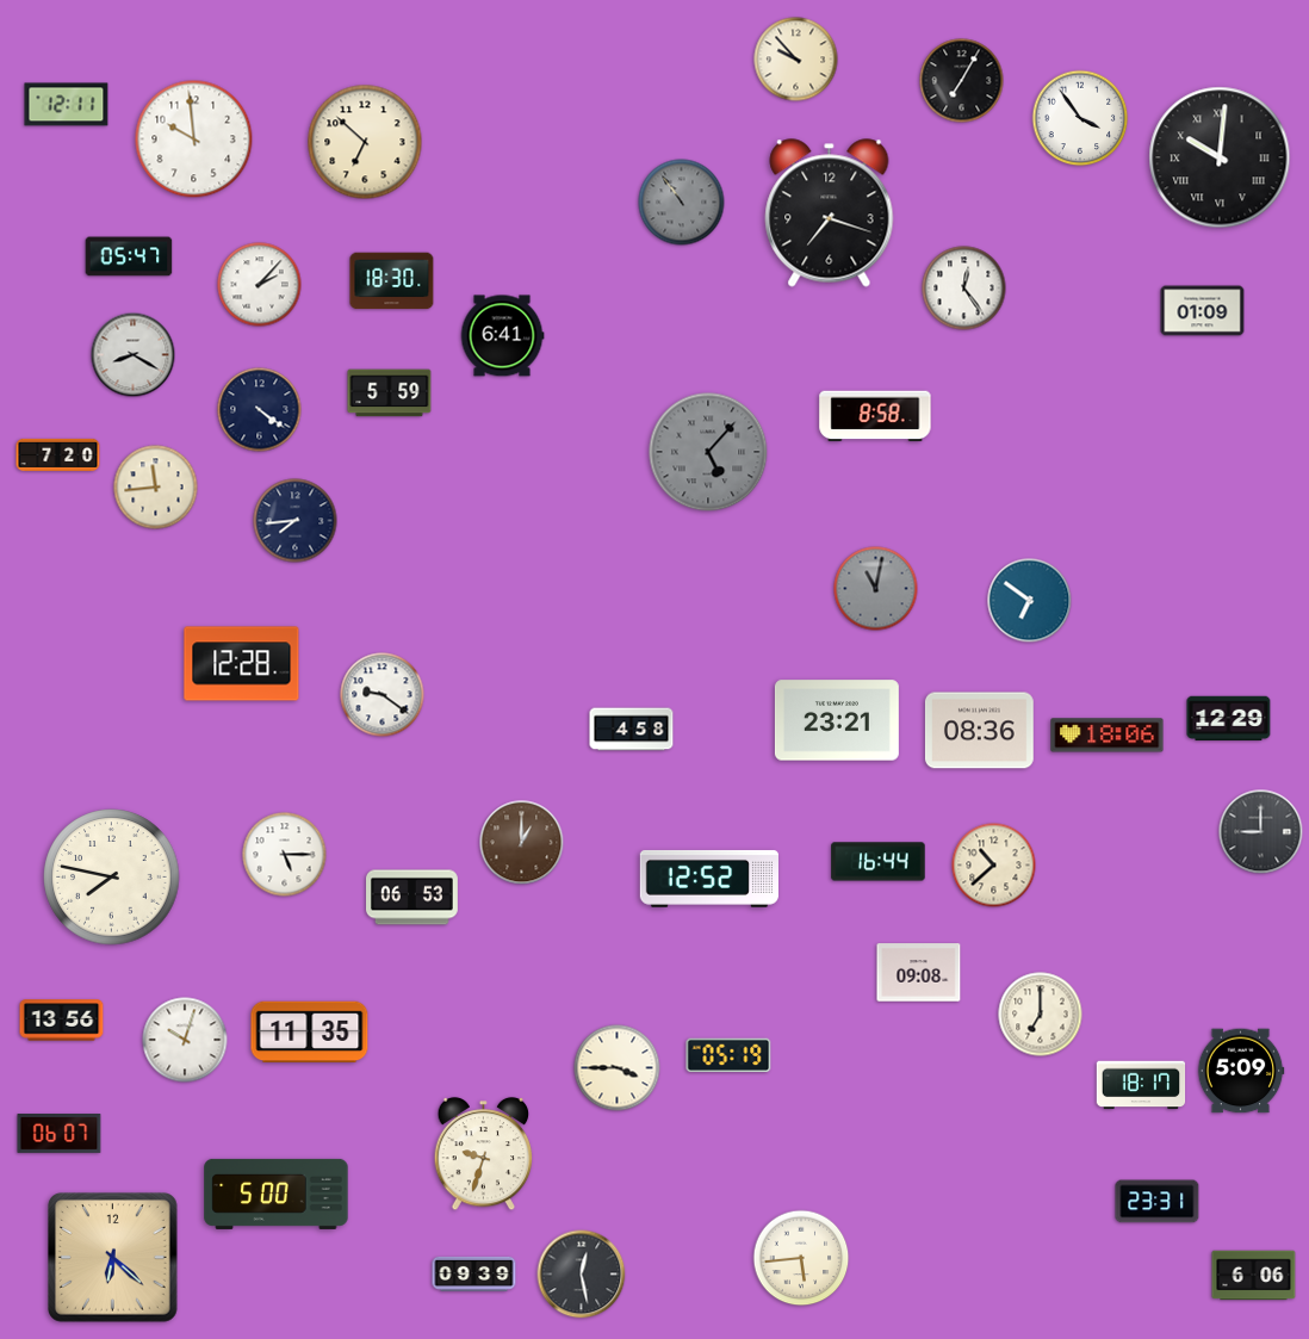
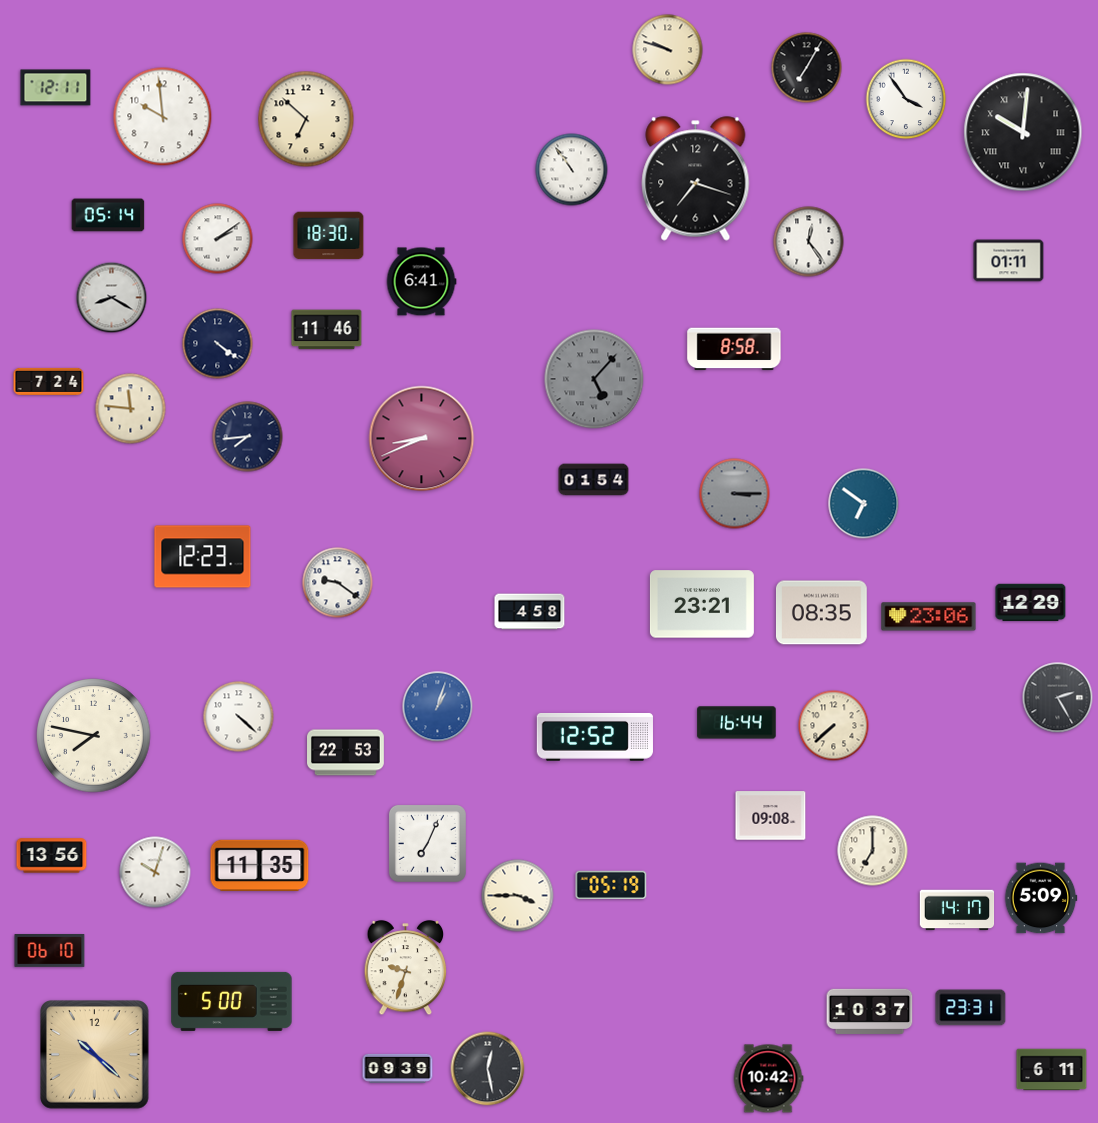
clock at (796, 60): 9:53 -> 9:48
clock at (682, 203) dial: grey -> white
clock at (129, 256): 05:47 -> 05:14
clock at (260, 285): 2:07 -> 2:09
clock at (1203, 311): 01:09 -> 01:11
clock at (390, 393): 5:59 -> 11:46
clock at (58, 454): 7:20 -> 7:24
clock at (156, 488): 11:44 -> 11:46
clock at (422, 439): none -> 8:41
clock at (594, 480): none -> 01:54
clock at (876, 589): 11:02 -> 3:15
clock at (242, 664): 12:28 -> 12:23
clock at (383, 695) position: (383, 695) -> (338, 583)
clock at (979, 731): 08:36 -> 08:35
clock at (1108, 736): 18:06 -> 23:06
clock at (1261, 832): 9:00 -> 2:25
clock at (522, 843): 1:00 -> 1:03
clock at (522, 843) dial: brown -> blue
clock at (285, 855): 5:15 -> 4:22
clock at (994, 866): 10:38 -> 7:38
clock at (412, 898): 06:53 -> 22:53
clock at (427, 843): none -> 7:04
clock at (1141, 1085): 18:17 -> 14:17
clock at (60, 1134): 06:07 -> 06:10
clock at (870, 1011): none -> 10:37
clock at (112, 1257): 6:22 -> 10:22
clock at (801, 1258): 5:44 -> none
clock at (1254, 1276): 6:06 -> 6:11
clock at (768, 1079): none -> 10:42
